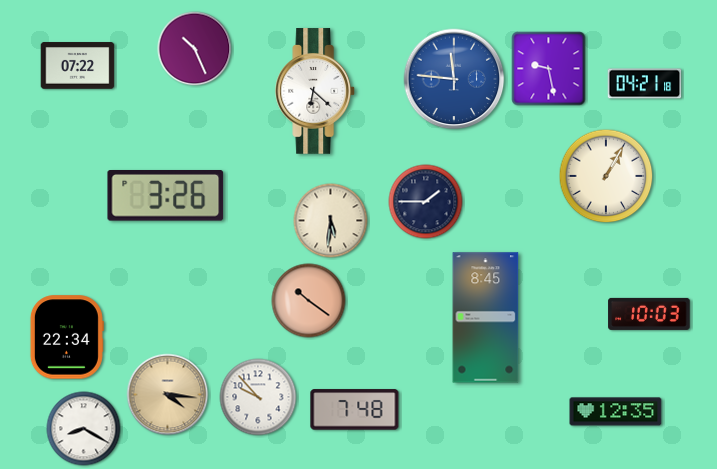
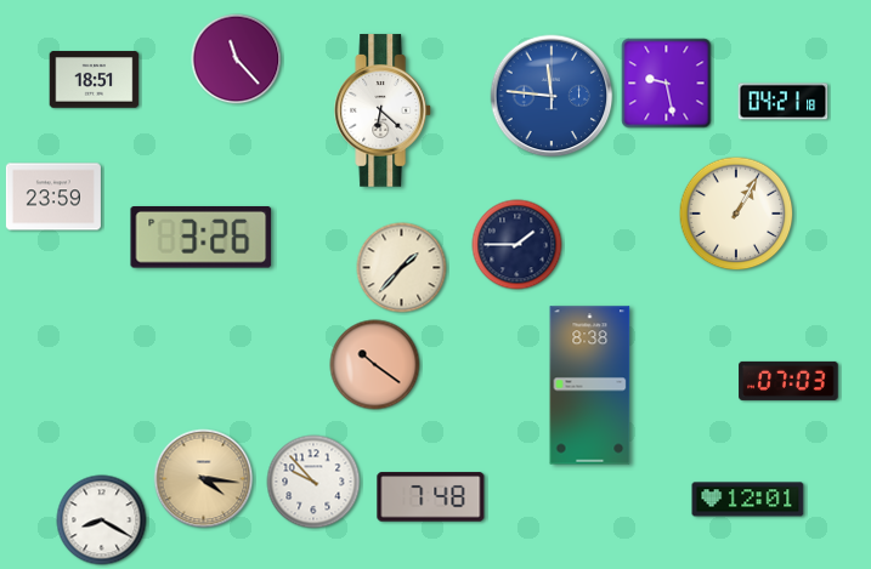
clock at (195, 49): 10:26 -> 11:23
clock at (78, 66): 07:22 -> 18:51
clock at (53, 197): none -> 23:59
clock at (331, 221): 5:31 -> 1:37
clock at (649, 314): 10:03 -> 07:03
clock at (486, 318): 8:45 -> 8:38
clock at (67, 337): 22:34 -> none
clock at (616, 412): 12:35 -> 12:01
